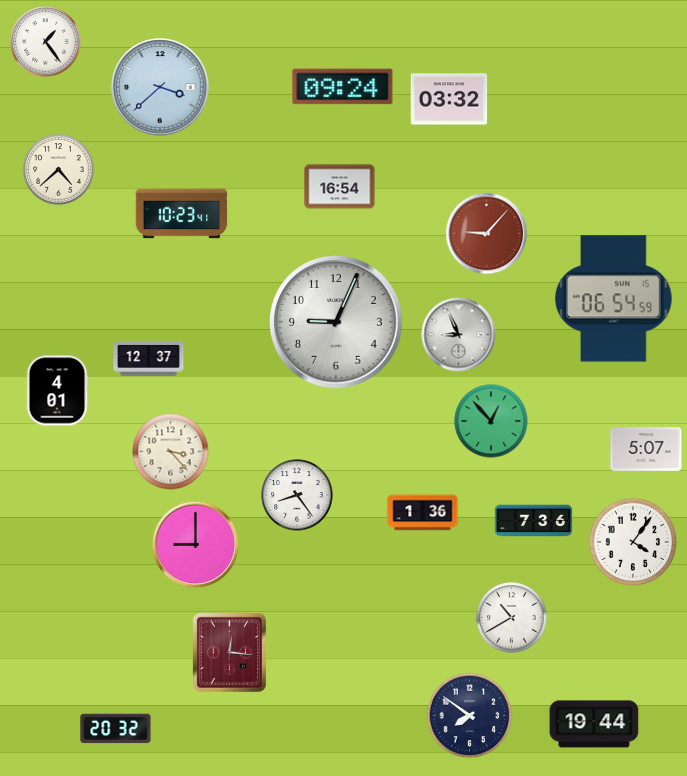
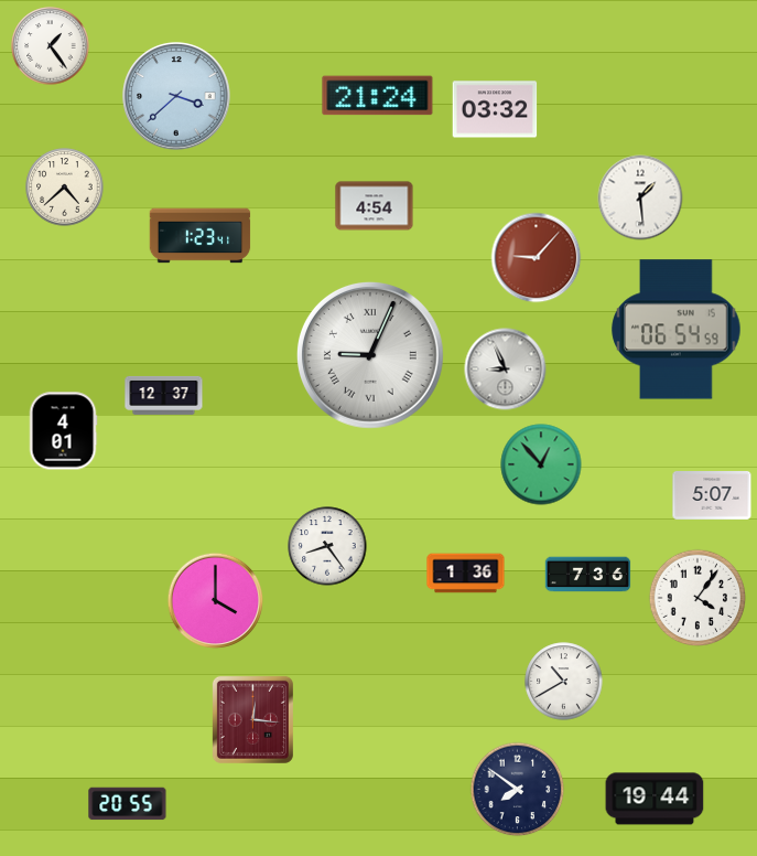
clock at (343, 87): 09:24 -> 21:24
clock at (640, 197): none -> 1:29
clock at (340, 187): 16:54 -> 4:54
clock at (182, 214): 10:23 -> 1:23
clock at (336, 322) numerals: Arabic -> Roman
clock at (171, 452): 3:23 -> none
clock at (423, 513) position: (423, 513) -> (466, 574)
clock at (196, 545): 9:00 -> 4:00
clock at (116, 729): 20:32 -> 20:55
